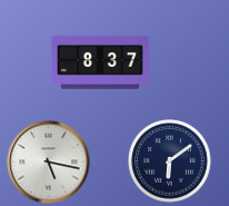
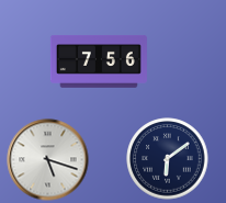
clock at (100, 62): 8:37 -> 7:56
clock at (49, 163): 5:17 -> 5:18
